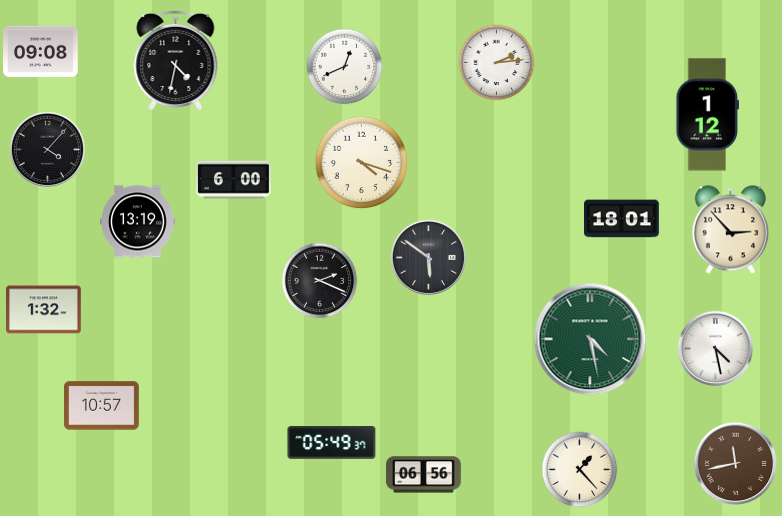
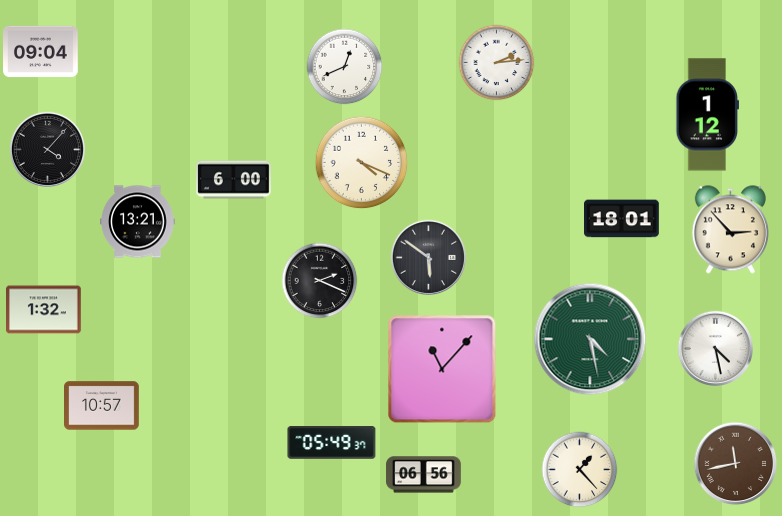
clock at (41, 52): 09:08 -> 09:04
clock at (176, 59): 4:32 -> none
clock at (362, 163): 4:18 -> 4:19
clock at (138, 222): 13:19 -> 13:21
clock at (442, 369): none -> 11:07
